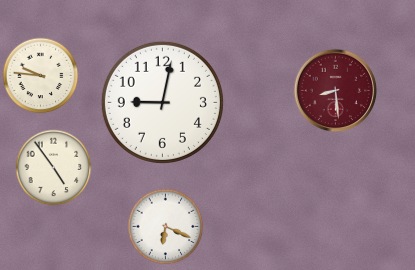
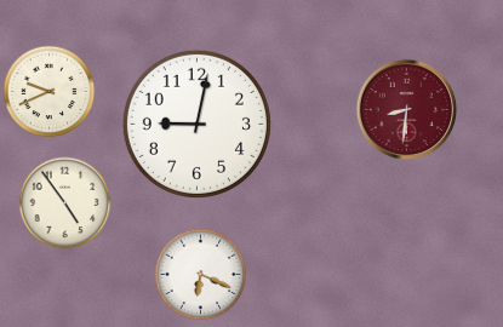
clock at (41, 76): 9:46 -> 9:41
clock at (336, 91): 8:29 -> 8:31
